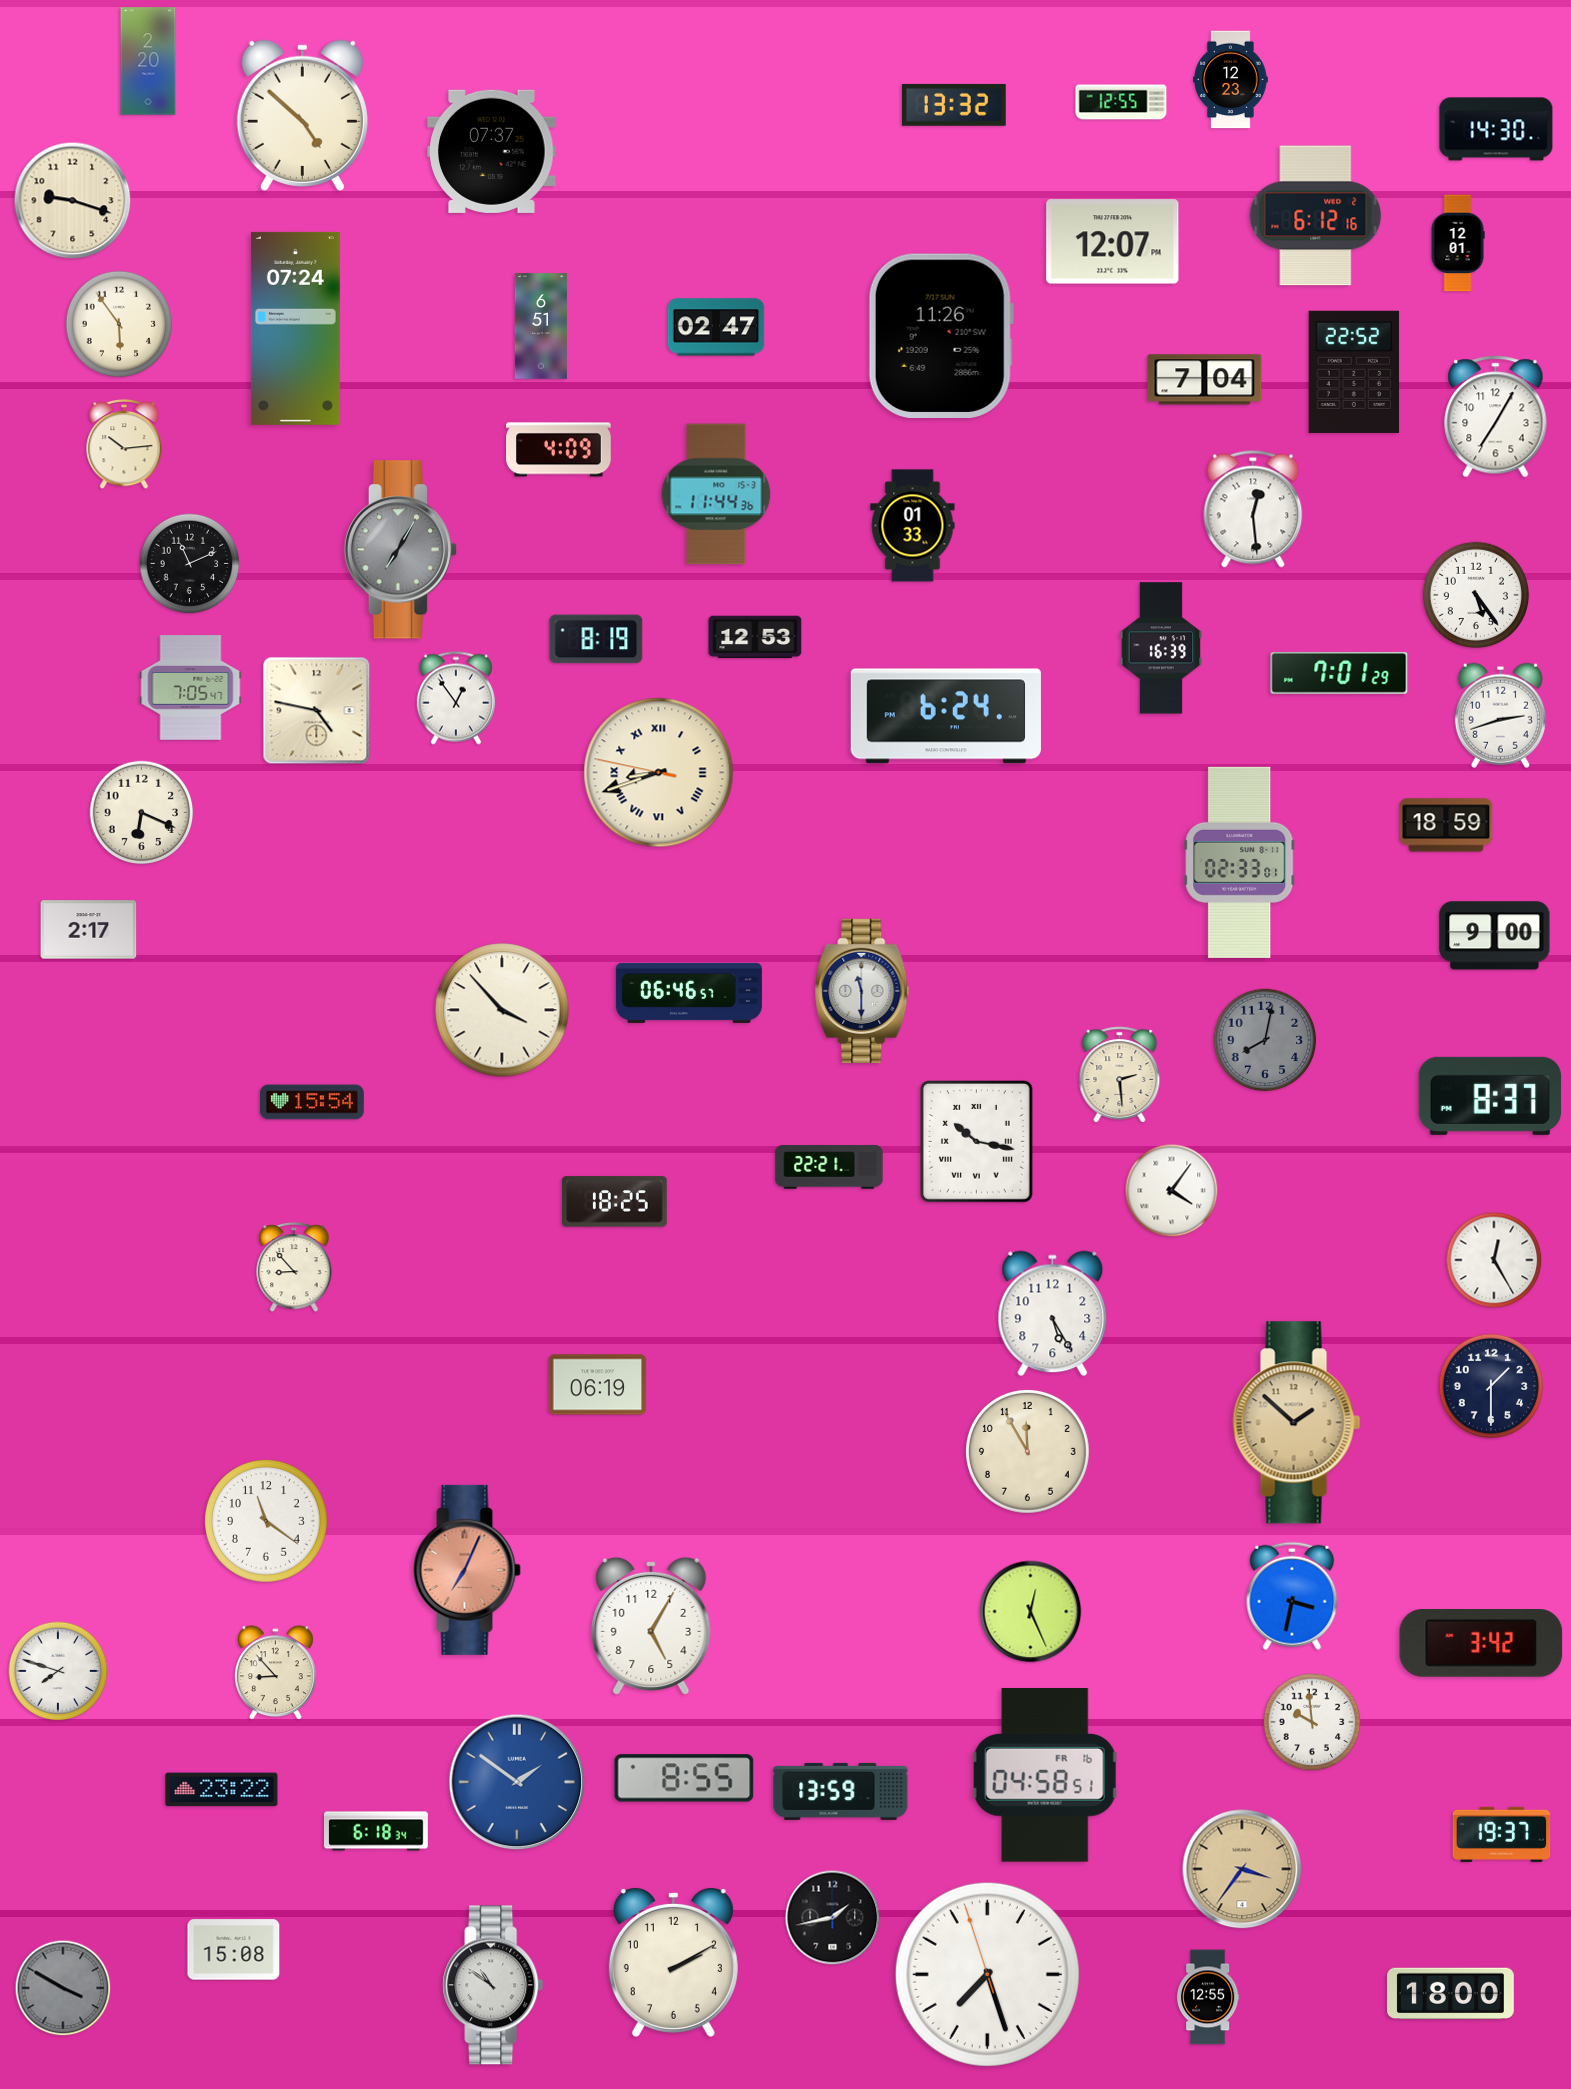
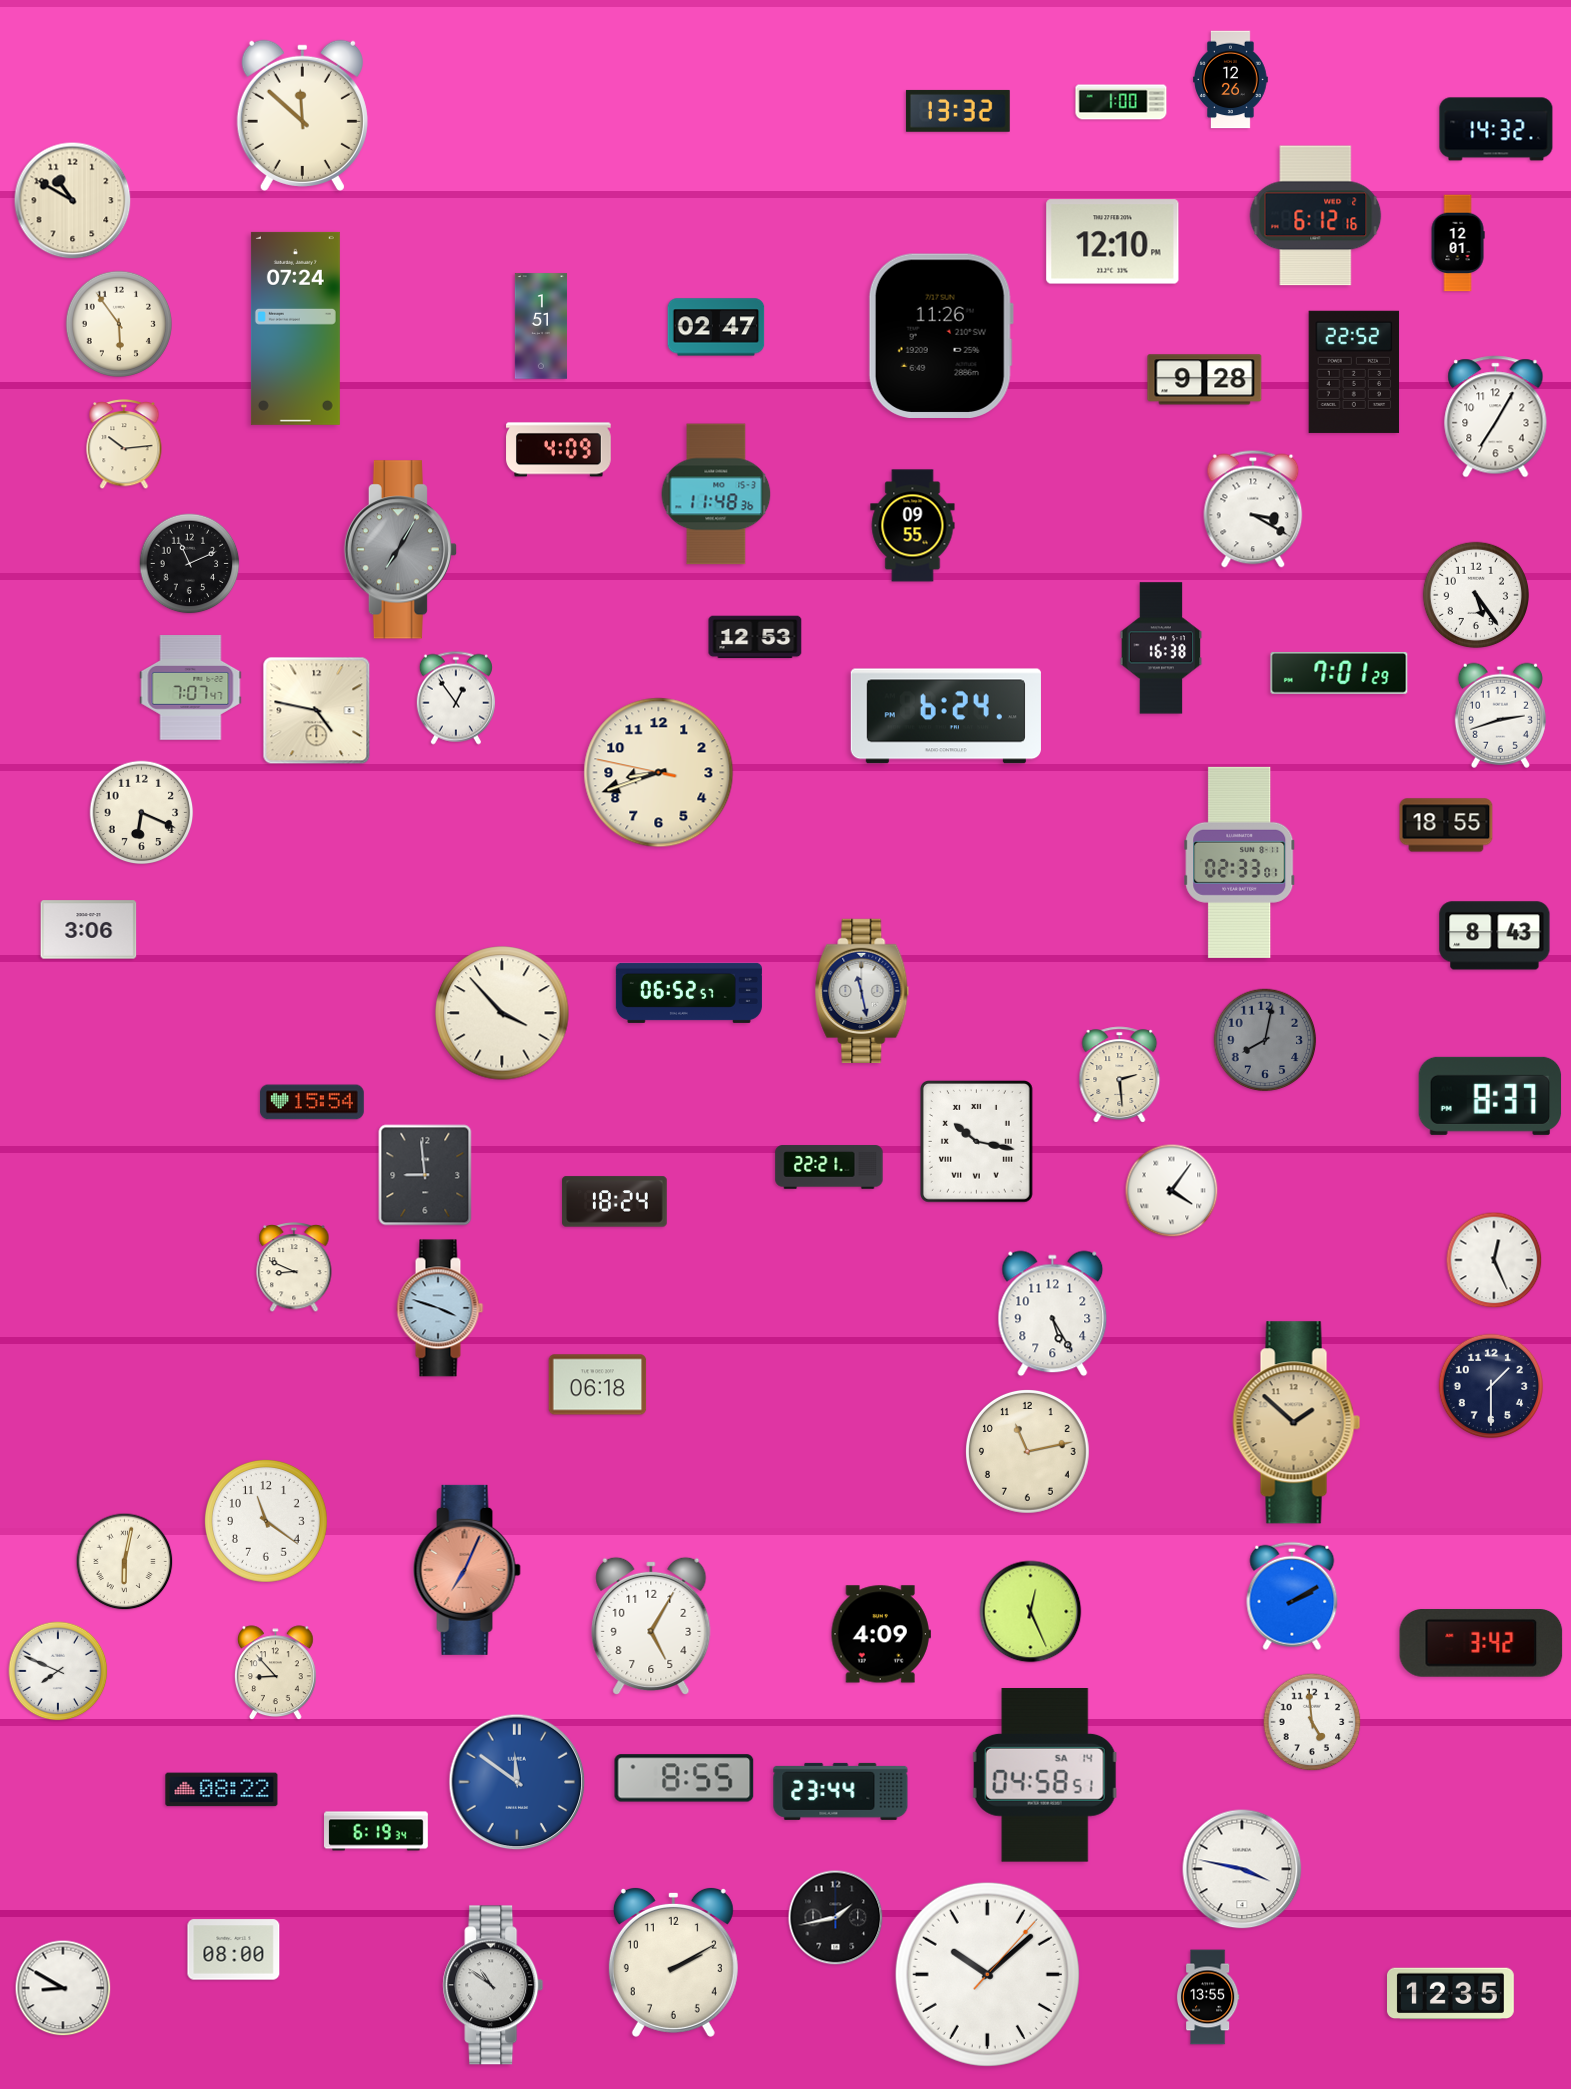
clock at (148, 61): 2:20 -> none
clock at (1231, 80): 12:23 -> 12:26
clock at (1121, 102): 12:55 -> 1:00
clock at (954, 105) position: (954, 105) -> (958, 111)
clock at (302, 115): 4:52 -> 11:52
clock at (1496, 129): 14:30 -> 14:32
clock at (492, 151): 07:37 -> none
clock at (73, 201): 9:18 -> 10:50
clock at (1113, 242): 12:07 -> 12:10
clock at (541, 326): 6:51 -> 1:51
clock at (1205, 380): 7:04 -> 9:28
clock at (716, 494): 11:44 -> 11:48
clock at (1253, 509): 12:29 -> 3:20
clock at (913, 526): 01:33 -> 09:55
clock at (596, 639): 8:19 -> none
clock at (1161, 648): 16:39 -> 16:38
clock at (191, 688): 7:05 -> 7:07
clock at (659, 773) numerals: Roman -> Arabic
clock at (1446, 825): 18:59 -> 18:55
clock at (89, 930): 2:17 -> 3:06
clock at (1495, 936): 9:00 -> 8:43
clock at (862, 991): 11:30 -> 11:28
clock at (689, 993): 06:46 -> 06:52
clock at (502, 1010) position: (502, 1010) -> (502, 1013)
clock at (425, 1175): none -> 8:59
clock at (615, 1202): 18:25 -> 18:24
clock at (1494, 1260): 12:25 -> 12:26
clock at (294, 1267): 8:53 -> 8:49
clock at (440, 1308): none -> 3:48
clock at (598, 1385): 06:19 -> 06:18
clock at (1028, 1452): 11:55 -> 11:13
clock at (125, 1562): none -> 6:02
clock at (1292, 1596): 3:32 -> 2:10
clock at (881, 1634): none -> 4:09
clock at (58, 1671): 7:48 -> 7:49
clock at (1312, 1722): 9:59 -> 4:59
clock at (1045, 1776) date: FR 16 -> SA 14
clock at (517, 1782): 1:51 -> 11:51
clock at (222, 1790): 23:22 -> 08:22
clock at (841, 1791): 13:59 -> 23:44
clock at (377, 1831): 6:18 -> 6:19
clock at (1502, 1834): 19:37 -> none
clock at (1242, 1869): 3:36 -> 3:47
clock at (1242, 1869) dial: champagne -> white
clock at (833, 1918) position: (833, 1918) -> (836, 1918)
clock at (234, 1950): 15:08 -> 08:00
clock at (987, 1974): 7:26 -> 10:08
clock at (63, 1988): 3:50 -> 8:50
clock at (63, 1988) dial: grey -> white
clock at (1451, 1994): 18:00 -> 12:35
clock at (1208, 1997): 12:55 -> 13:55
